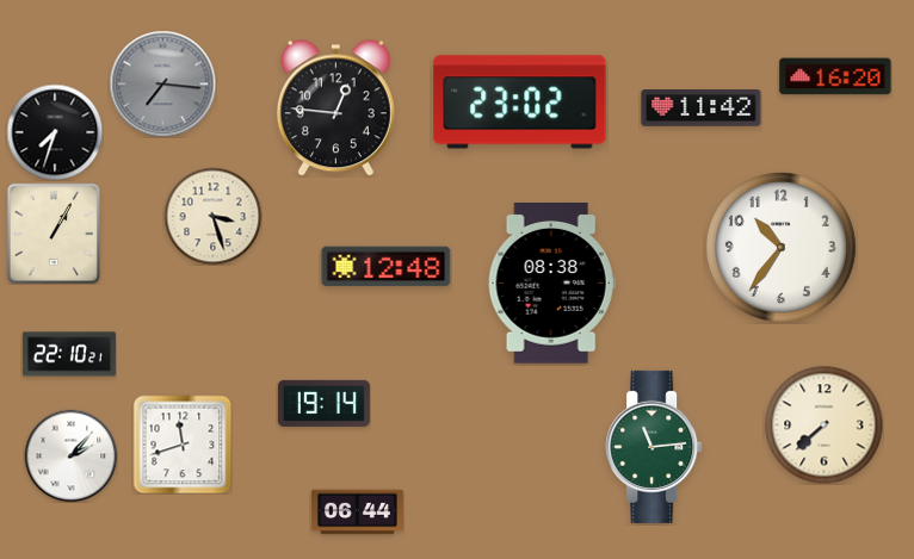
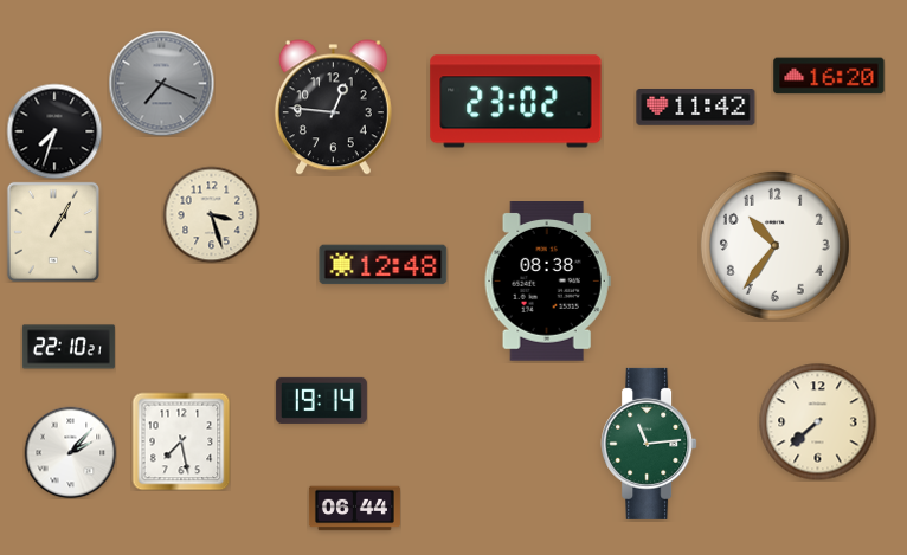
clock at (162, 83): 7:16 -> 7:19
clock at (69, 354) position: (69, 354) -> (69, 347)
clock at (183, 445): 11:42 -> 7:28
